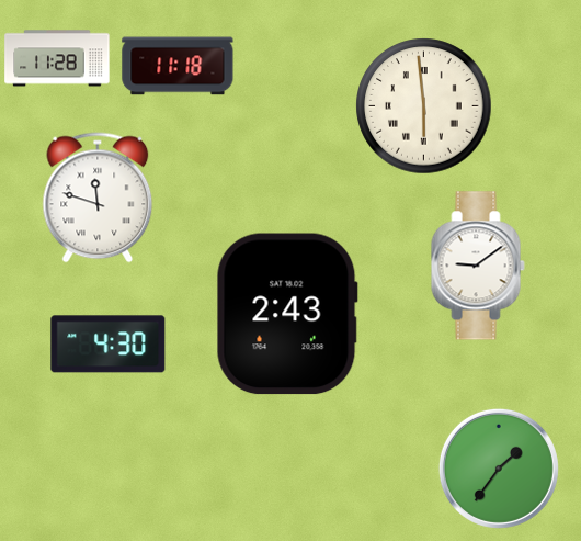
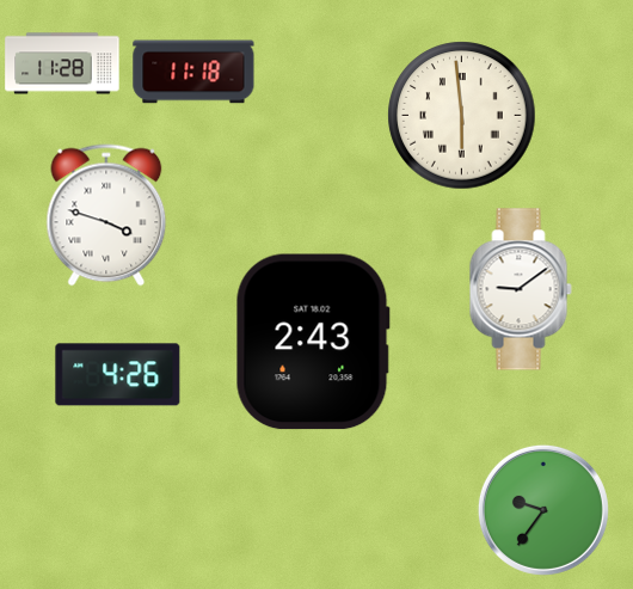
clock at (98, 198): 11:48 -> 3:48
clock at (109, 345): 4:30 -> 4:26
clock at (499, 469): 1:36 -> 9:36
